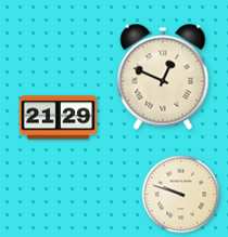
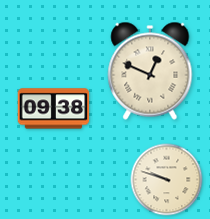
clock at (59, 118): 21:29 -> 09:38
